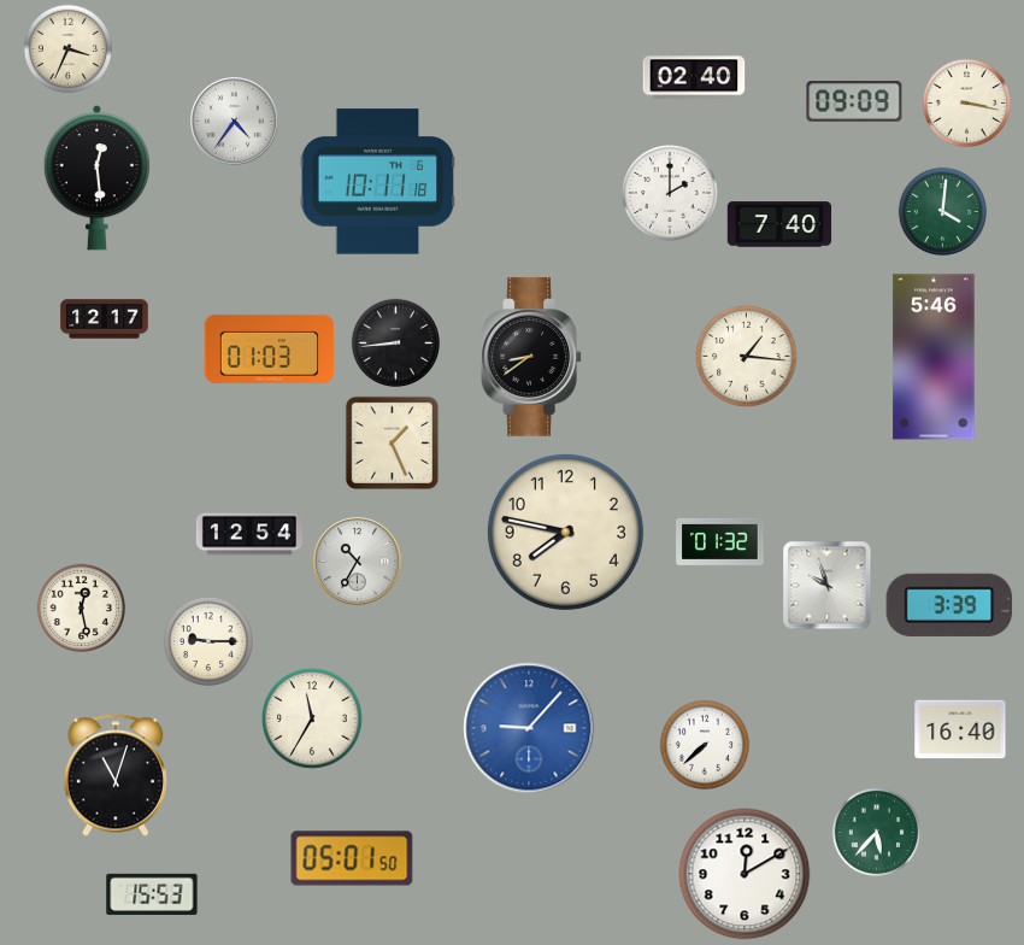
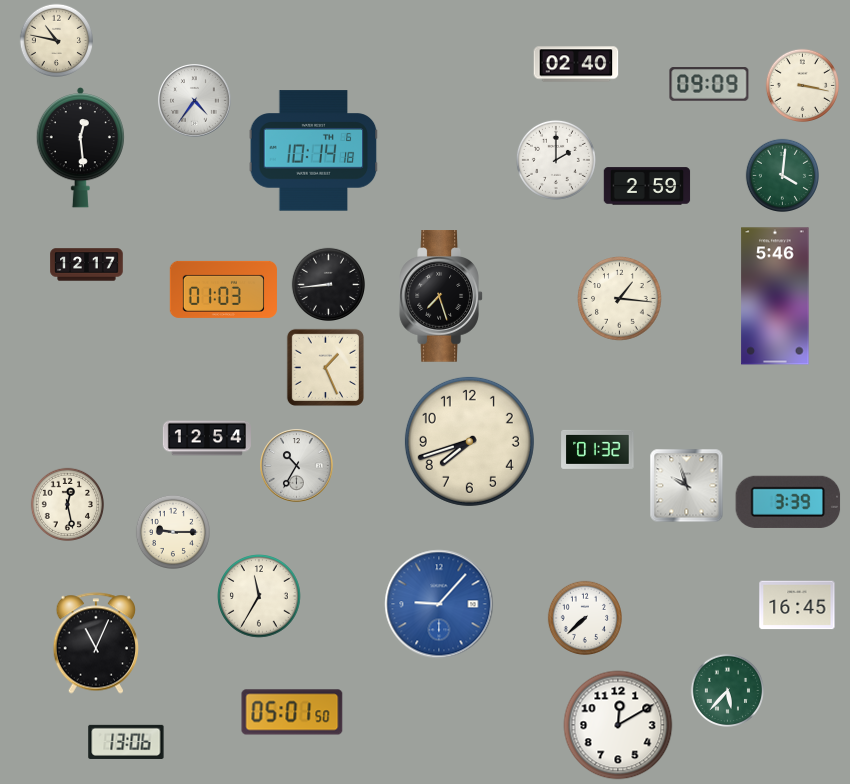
clock at (67, 48): 3:34 -> 10:47
clock at (378, 182): 10:11 -> 10:14
clock at (779, 224): 7:40 -> 2:59
clock at (531, 357): 8:39 -> 7:27
clock at (747, 357) position: (747, 357) -> (620, 299)
clock at (565, 532): 7:47 -> 7:42
clock at (249, 534) position: (249, 534) -> (207, 438)
clock at (960, 729): 16:40 -> 16:45
clock at (114, 775): 11:03 -> 11:04
clock at (152, 894): 15:53 -> 13:06
